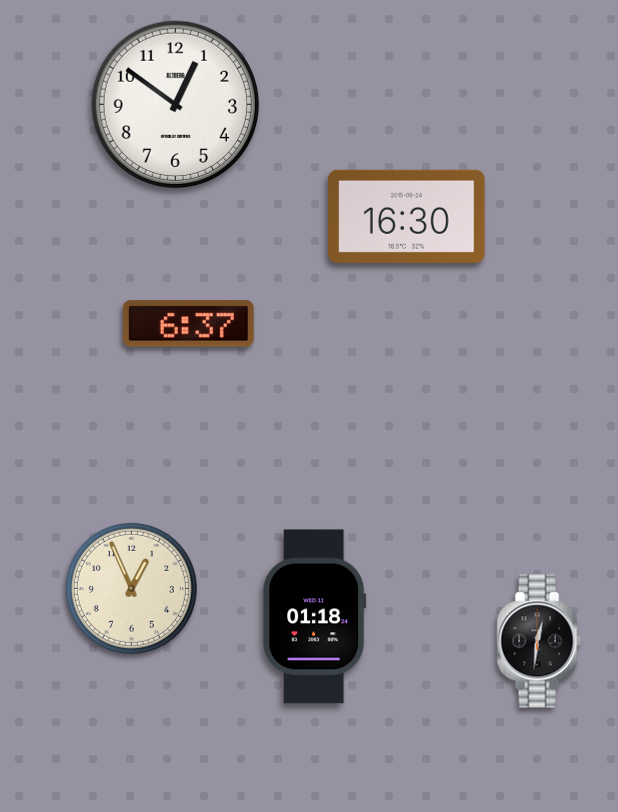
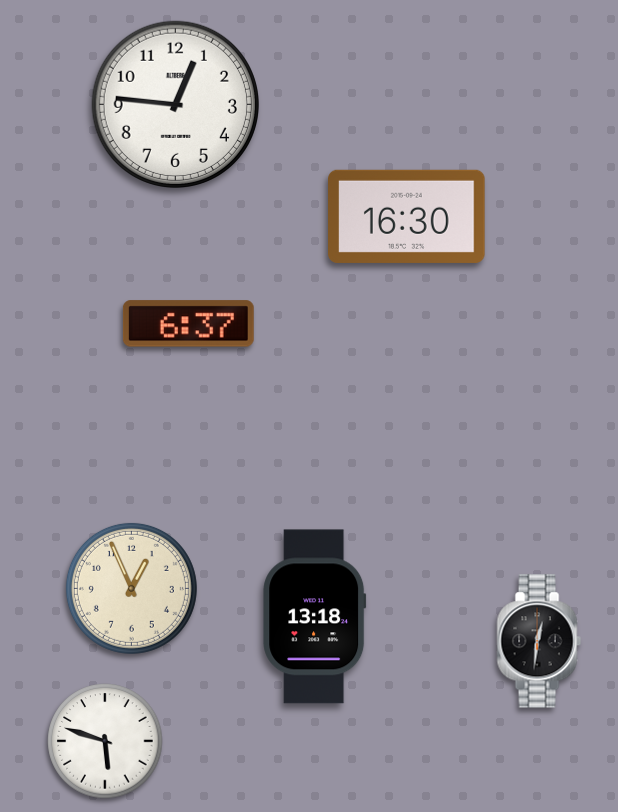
clock at (175, 104): 12:51 -> 12:46
clock at (315, 617): 01:18 -> 13:18
clock at (105, 741): none -> 5:48
